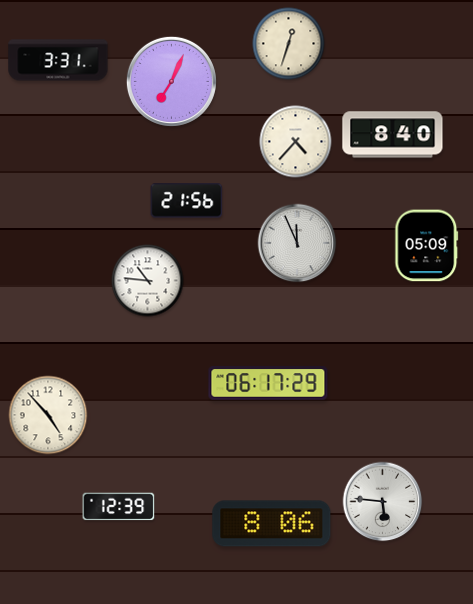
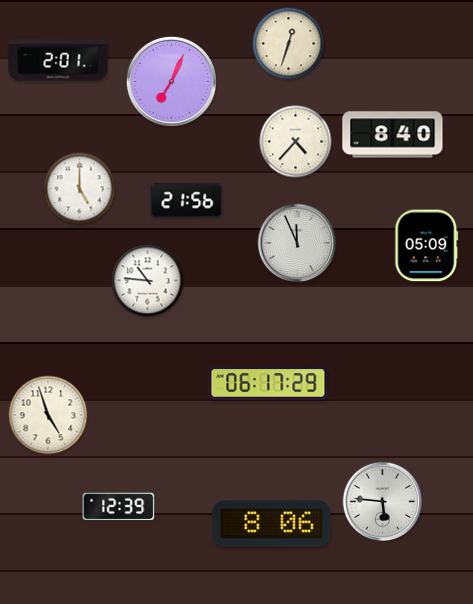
clock at (58, 60): 3:31 -> 2:01
clock at (80, 189): none -> 5:00
clock at (48, 415): 4:53 -> 4:57
